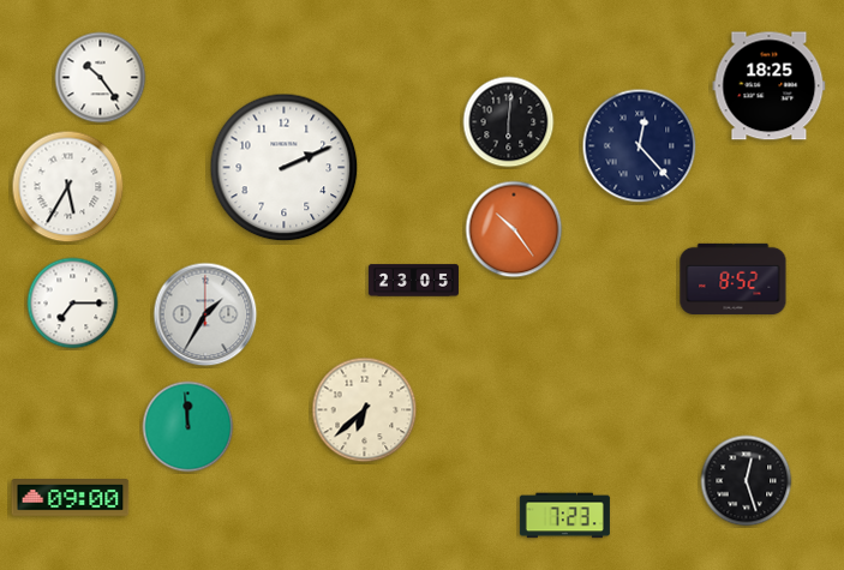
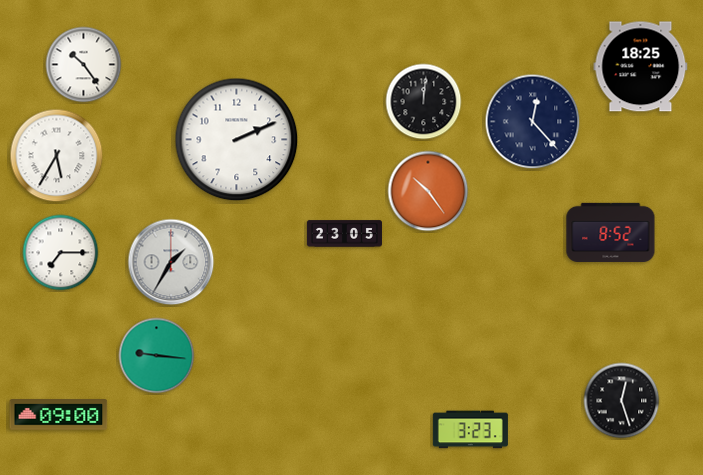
clock at (770, 86) position: (770, 86) -> (641, 67)
clock at (509, 122): 6:01 -> 12:01
clock at (365, 410): 6:38 -> none
clock at (188, 427): 11:59 -> 9:16
clock at (564, 516): 7:23 -> 3:23
